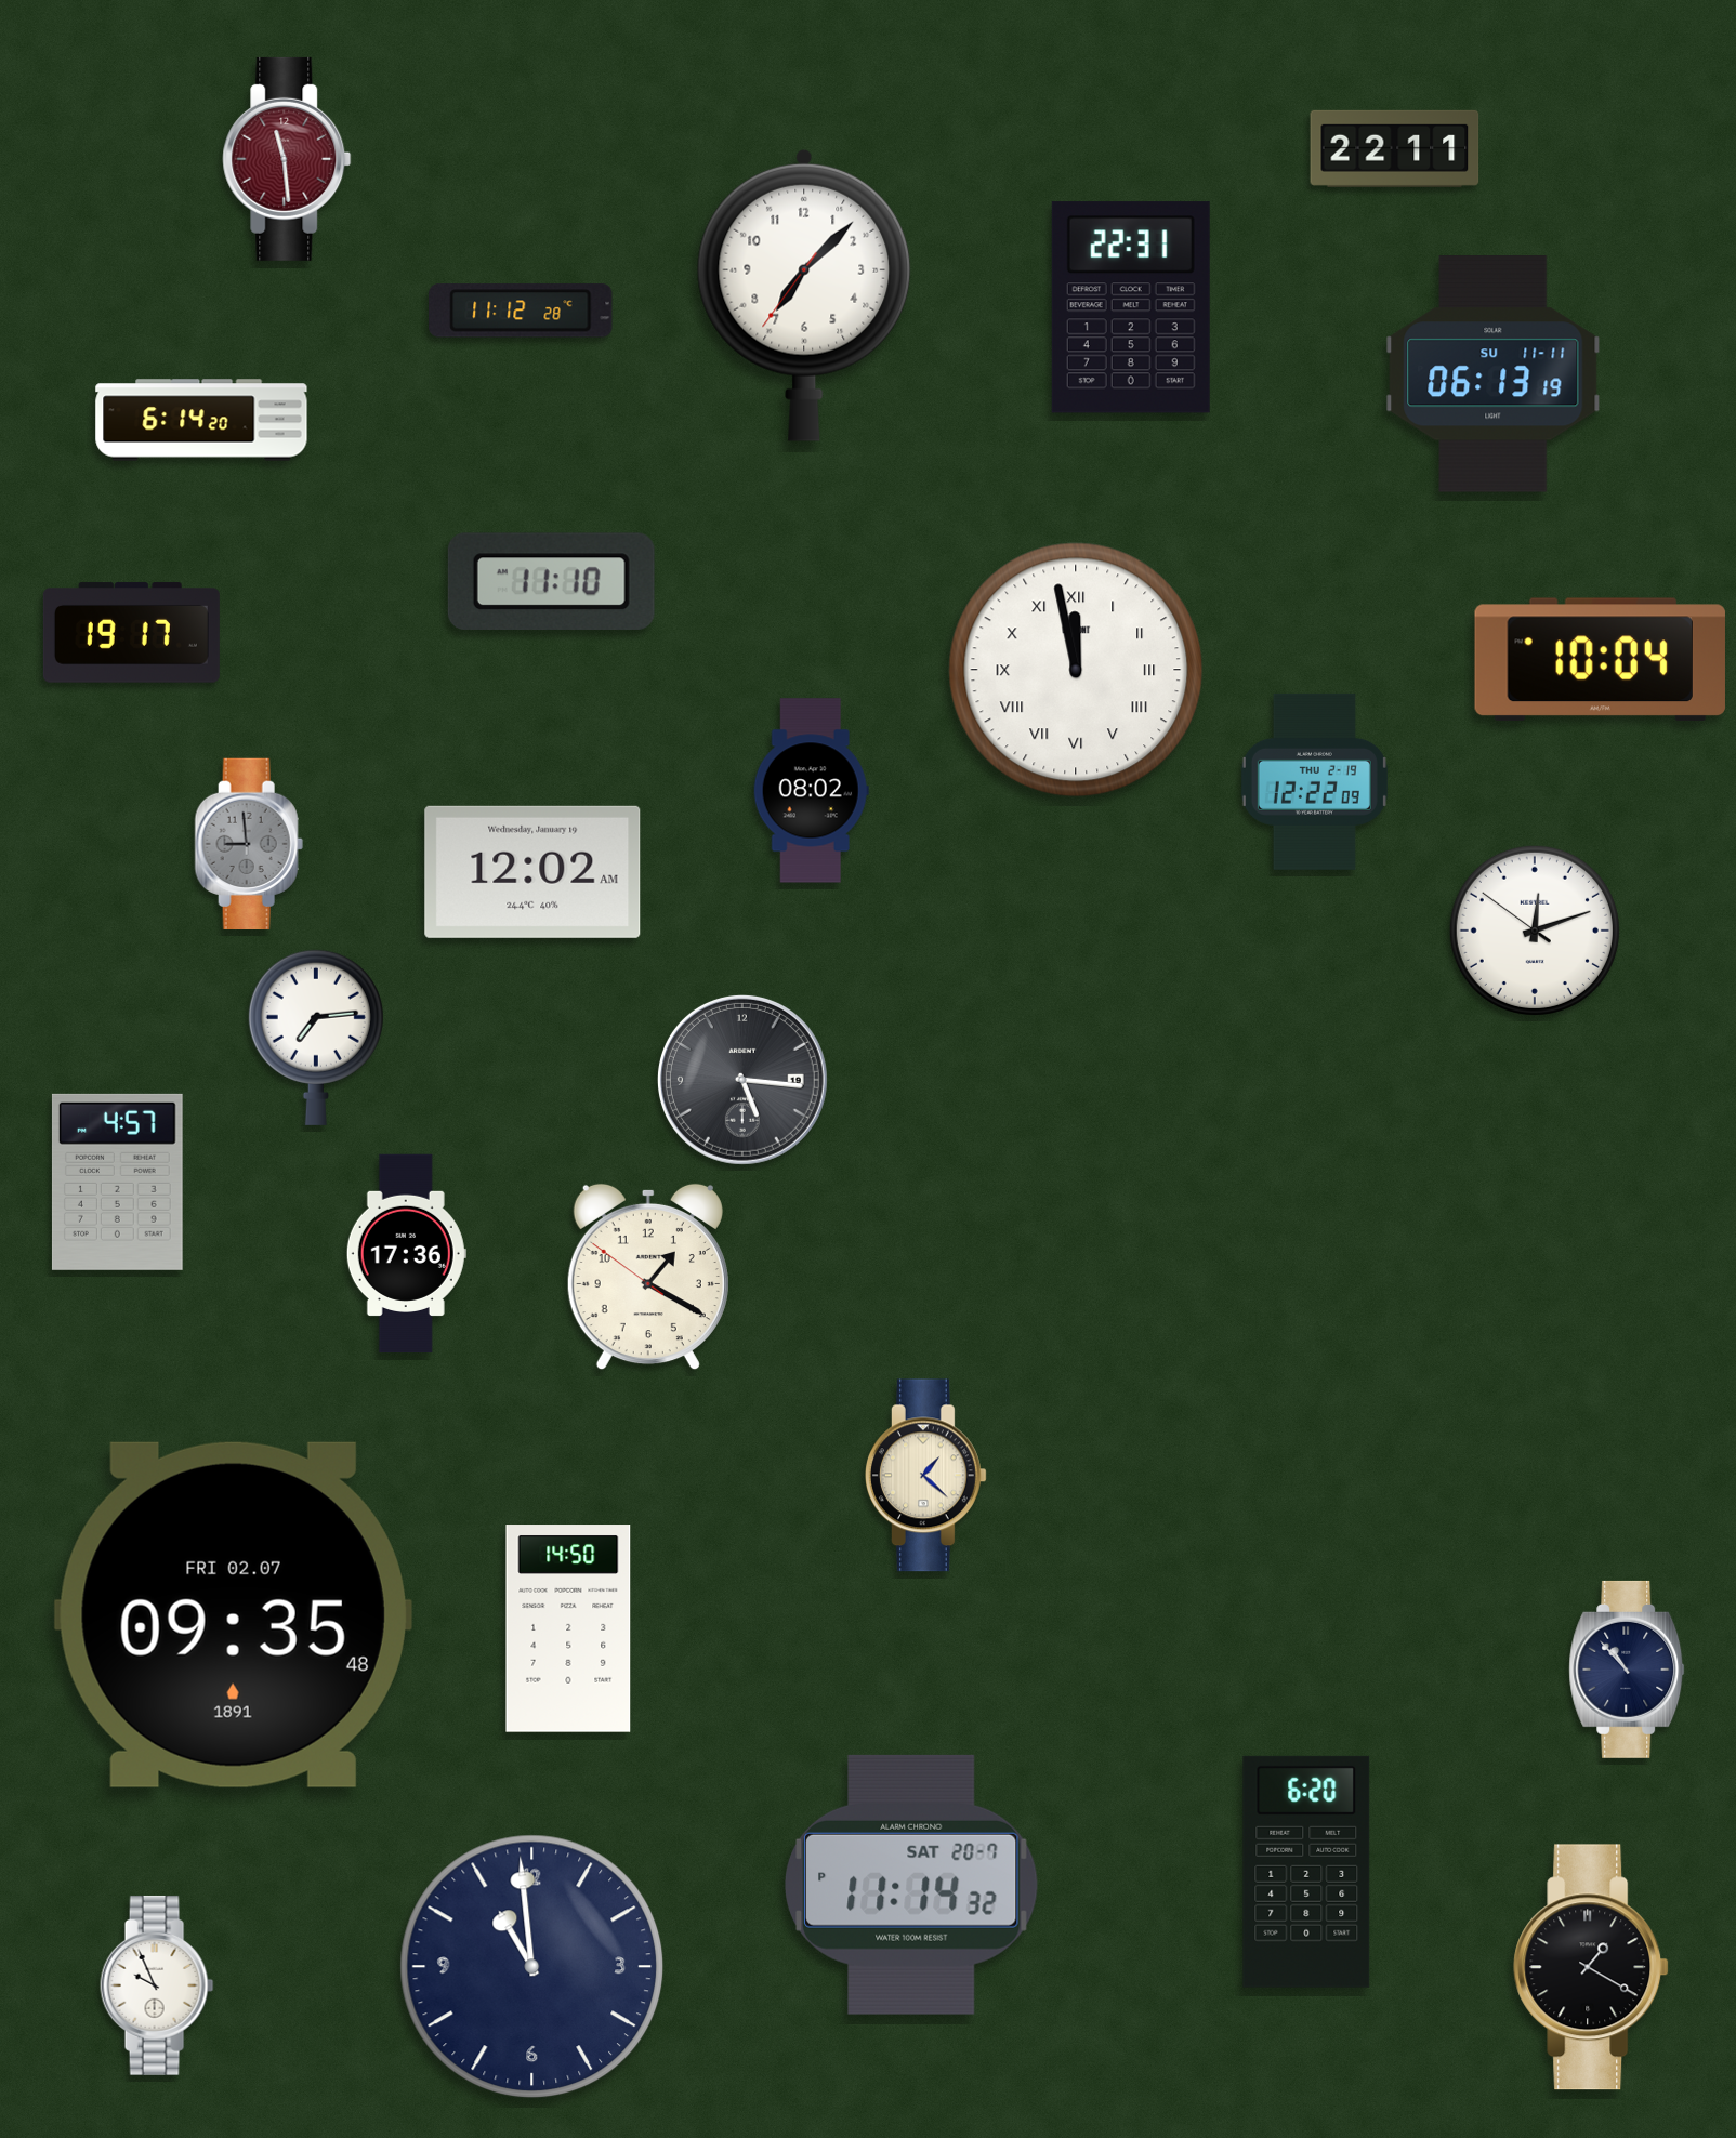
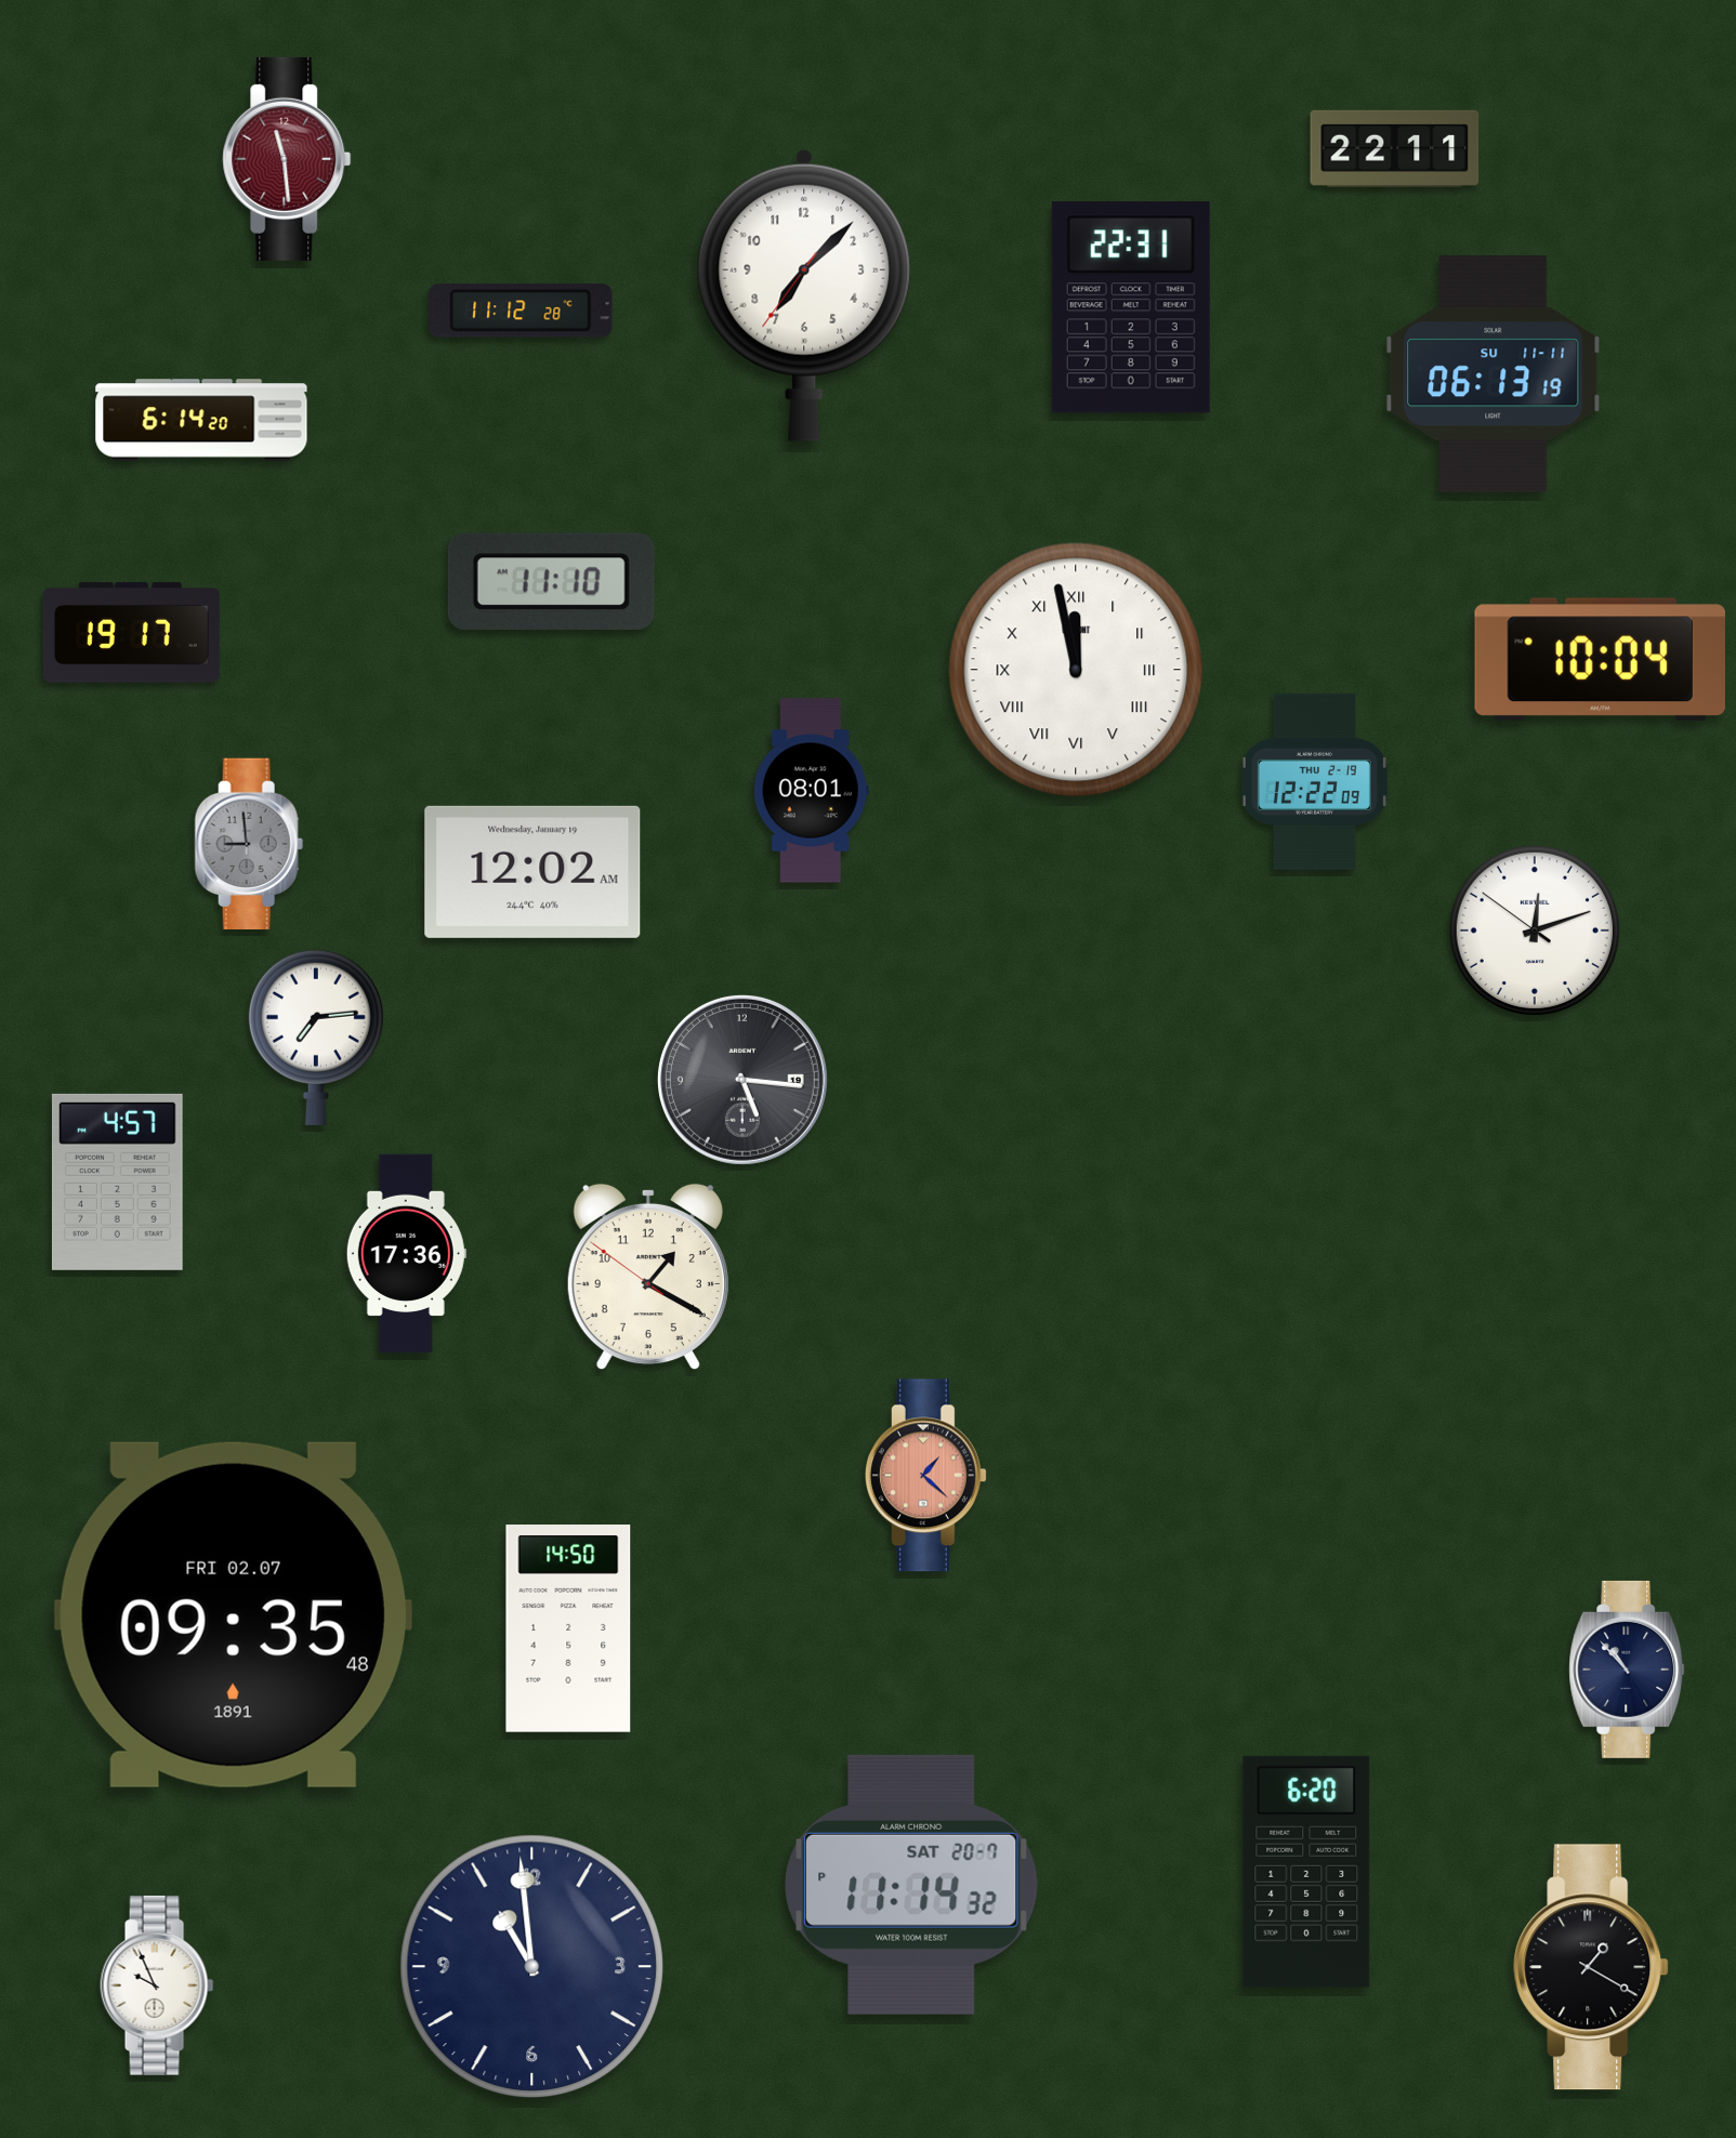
clock at (811, 791): 08:02 -> 08:01
clock at (925, 1476) dial: cream -> salmon
